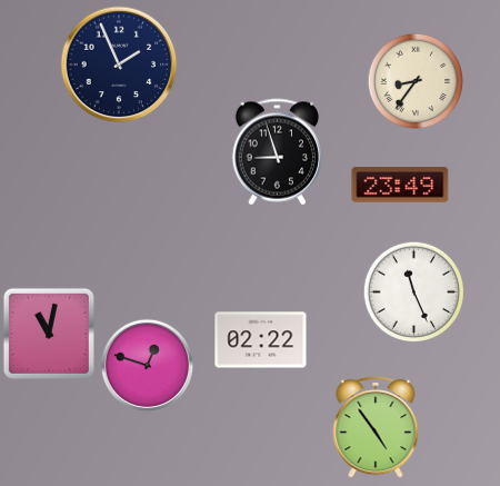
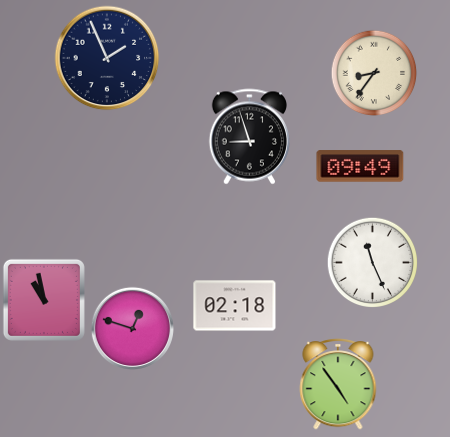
clock at (400, 185): 23:49 -> 09:49
clock at (49, 334): 11:02 -> 10:58
clock at (261, 340): 02:22 -> 02:18
